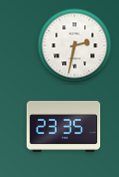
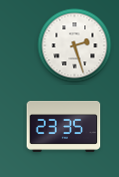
clock at (75, 46): 2:32 -> 2:27
